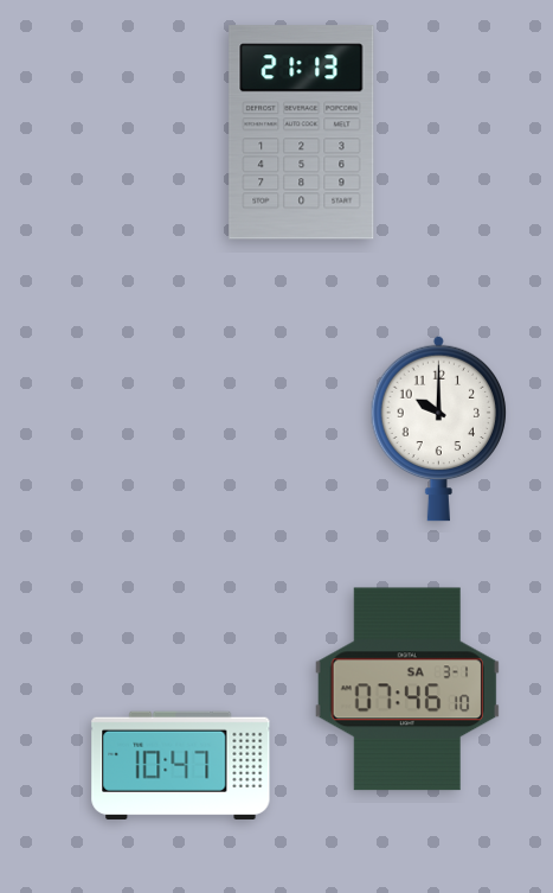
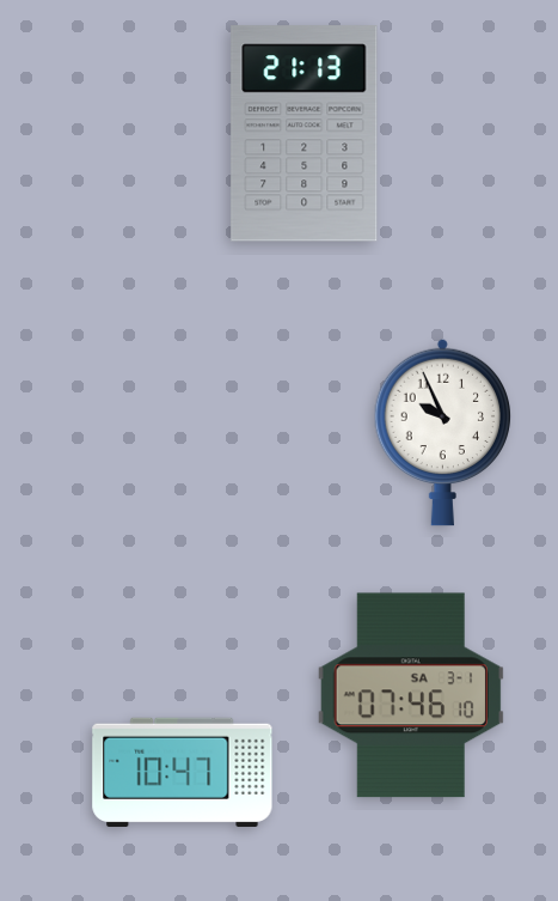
clock at (439, 428): 10:00 -> 9:56
